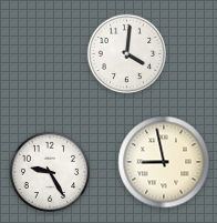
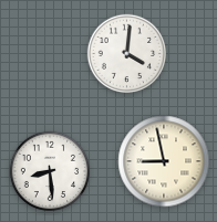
clock at (49, 171): 9:25 -> 8:29
